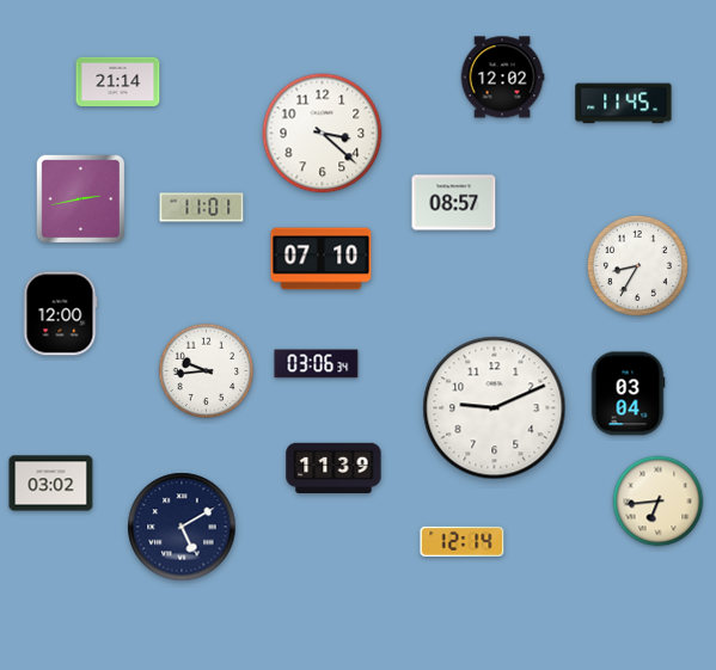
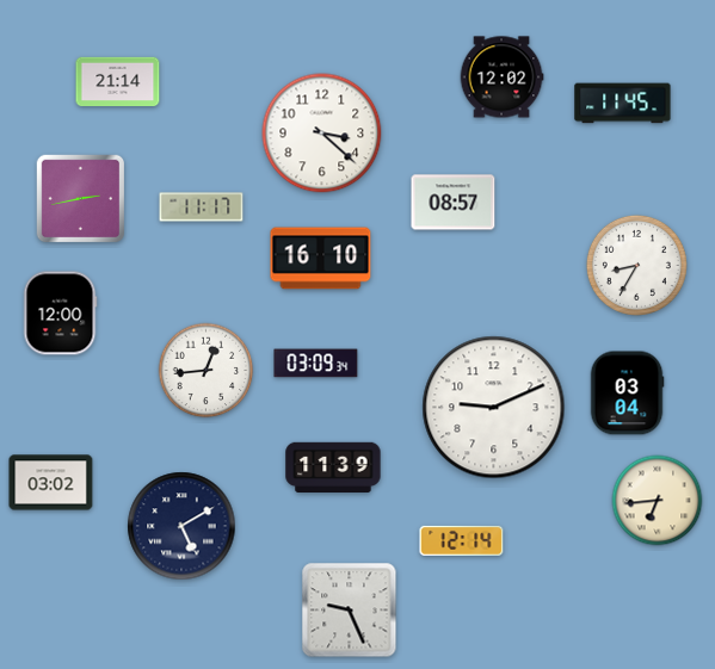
clock at (202, 208): 11:01 -> 11:17
clock at (322, 259): 07:10 -> 16:10
clock at (317, 364): 03:06 -> 03:09
clock at (207, 371): 9:44 -> 12:44
clock at (350, 611): none -> 9:26
